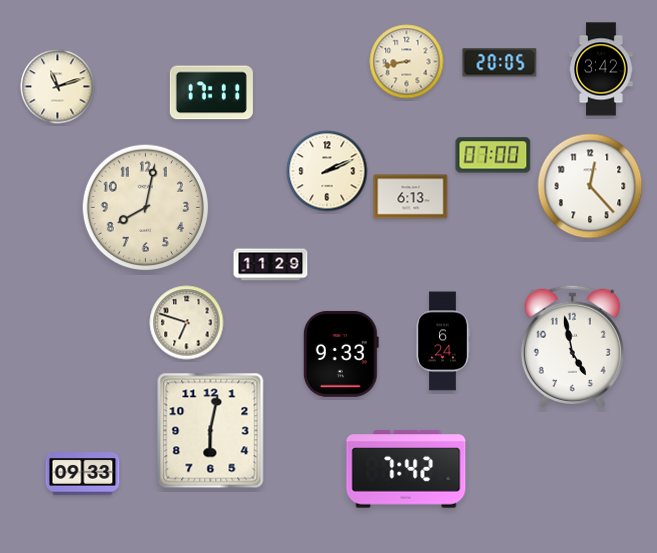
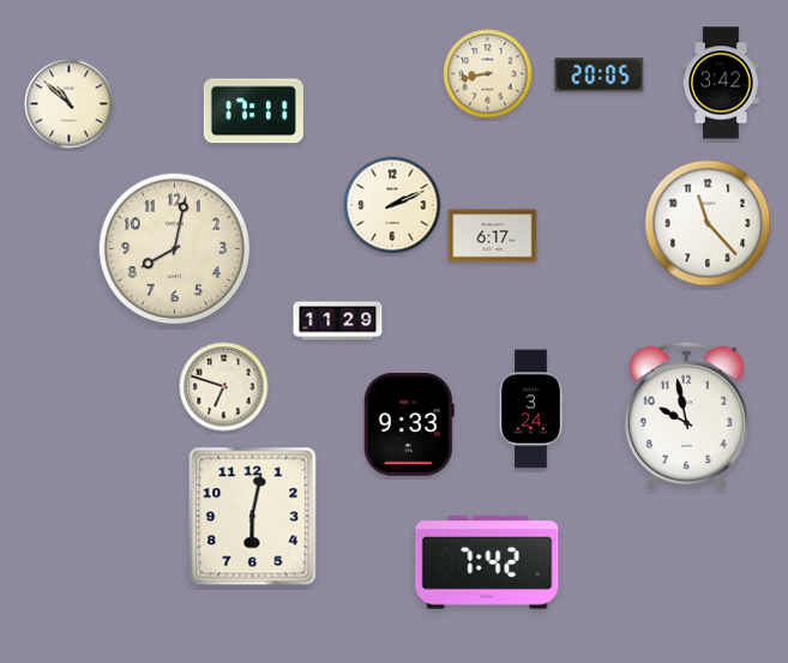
clock at (58, 87): 11:12 -> 10:52
clock at (493, 155): 07:00 -> none
clock at (590, 186): 12:23 -> 11:23
clock at (411, 197): 6:13 -> 6:17
clock at (271, 265) position: (271, 265) -> (338, 321)
clock at (443, 341): 6:24 -> 3:24
clock at (572, 346): 4:58 -> 9:58
clock at (83, 474): 09:33 -> none
